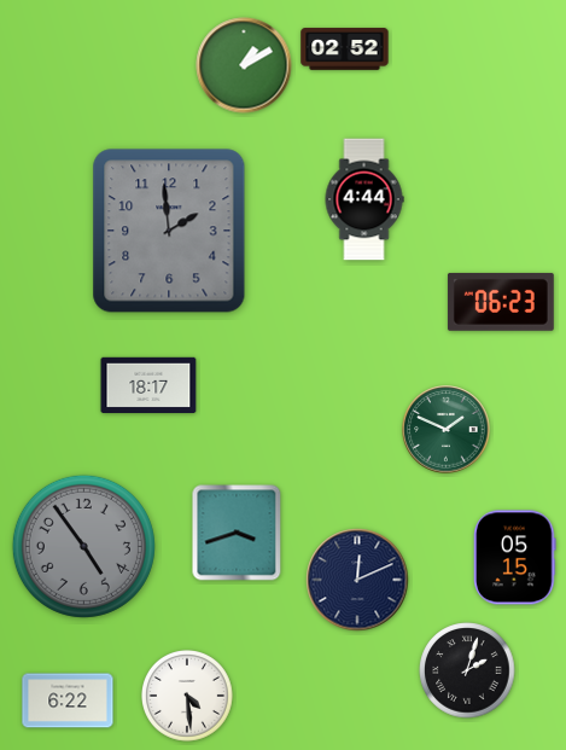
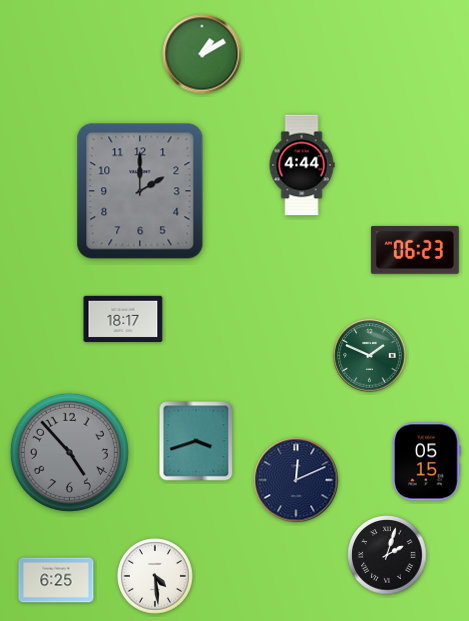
clock at (345, 50): 02:52 -> none
clock at (169, 231): 1:59 -> 2:00
clock at (83, 546): 4:54 -> 4:53
clock at (68, 700): 6:22 -> 6:25
